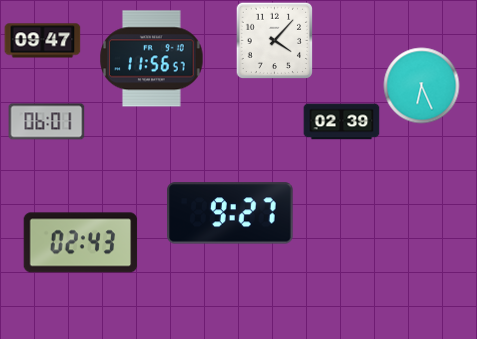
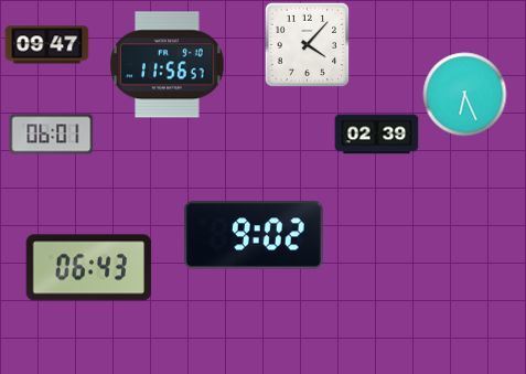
clock at (274, 40) position: (274, 40) -> (307, 44)
clock at (230, 213): 9:27 -> 9:02
clock at (81, 243): 02:43 -> 06:43
